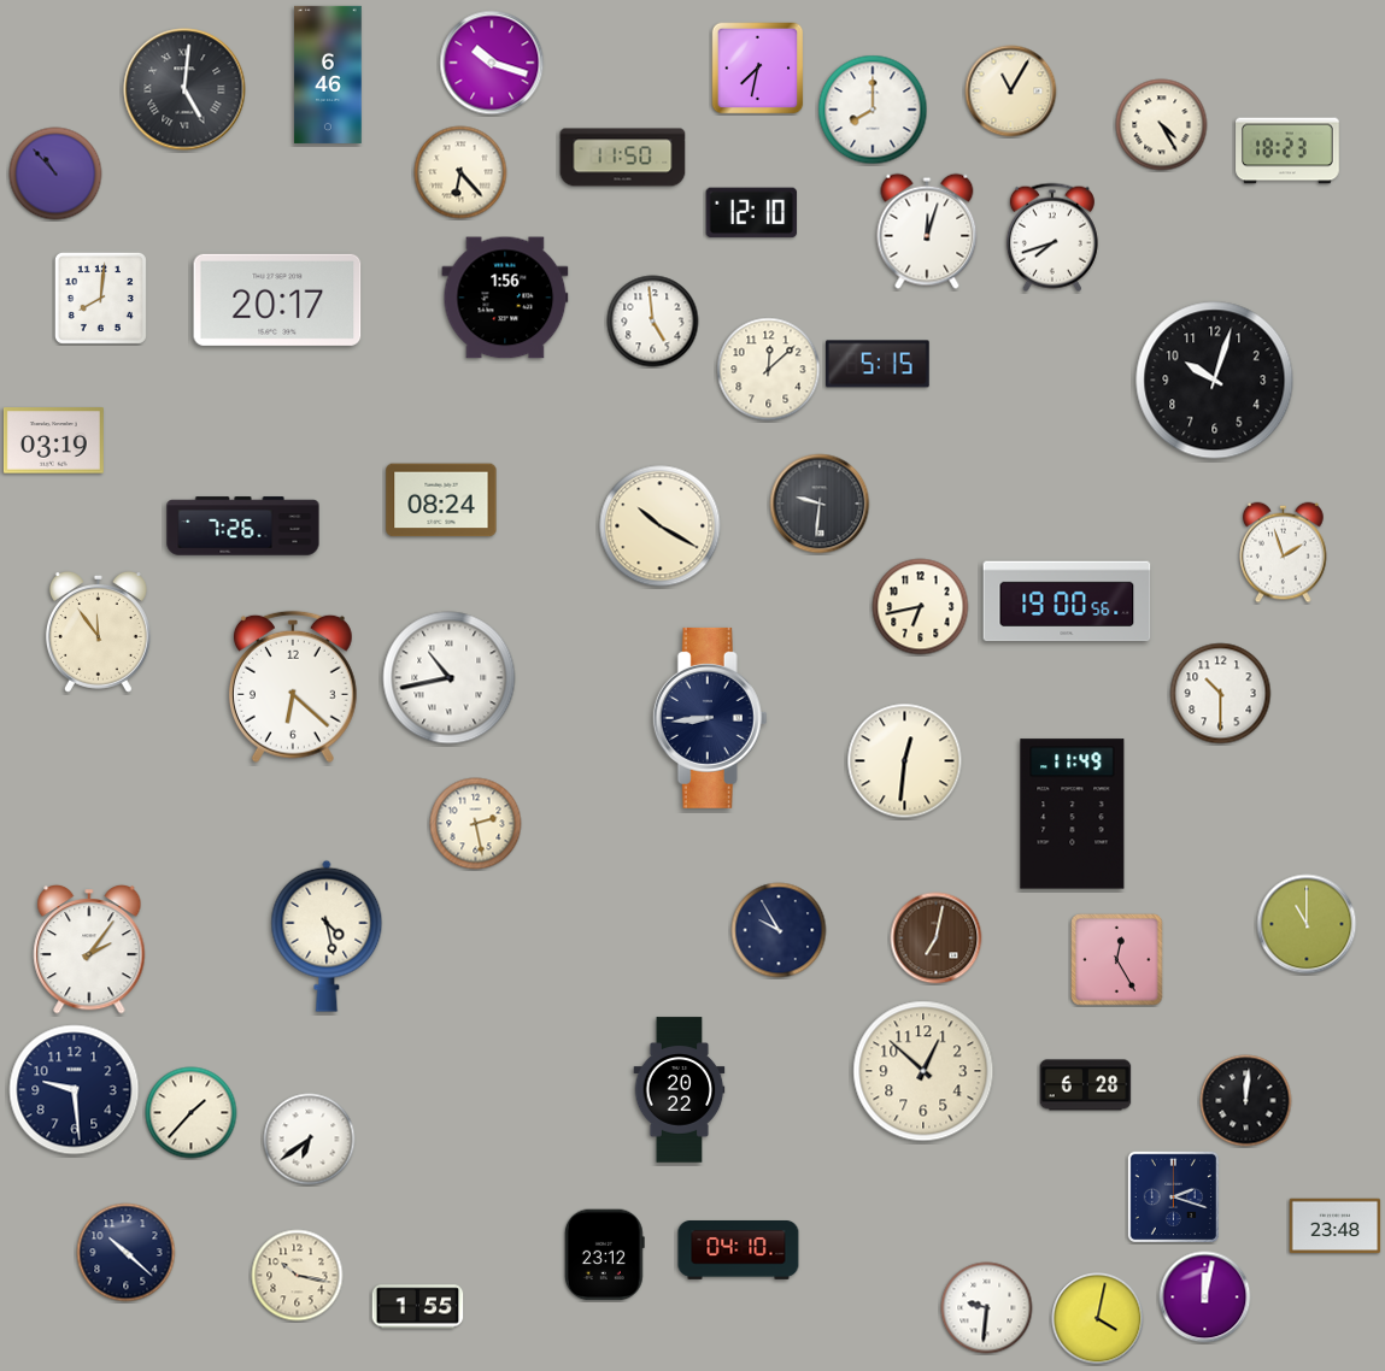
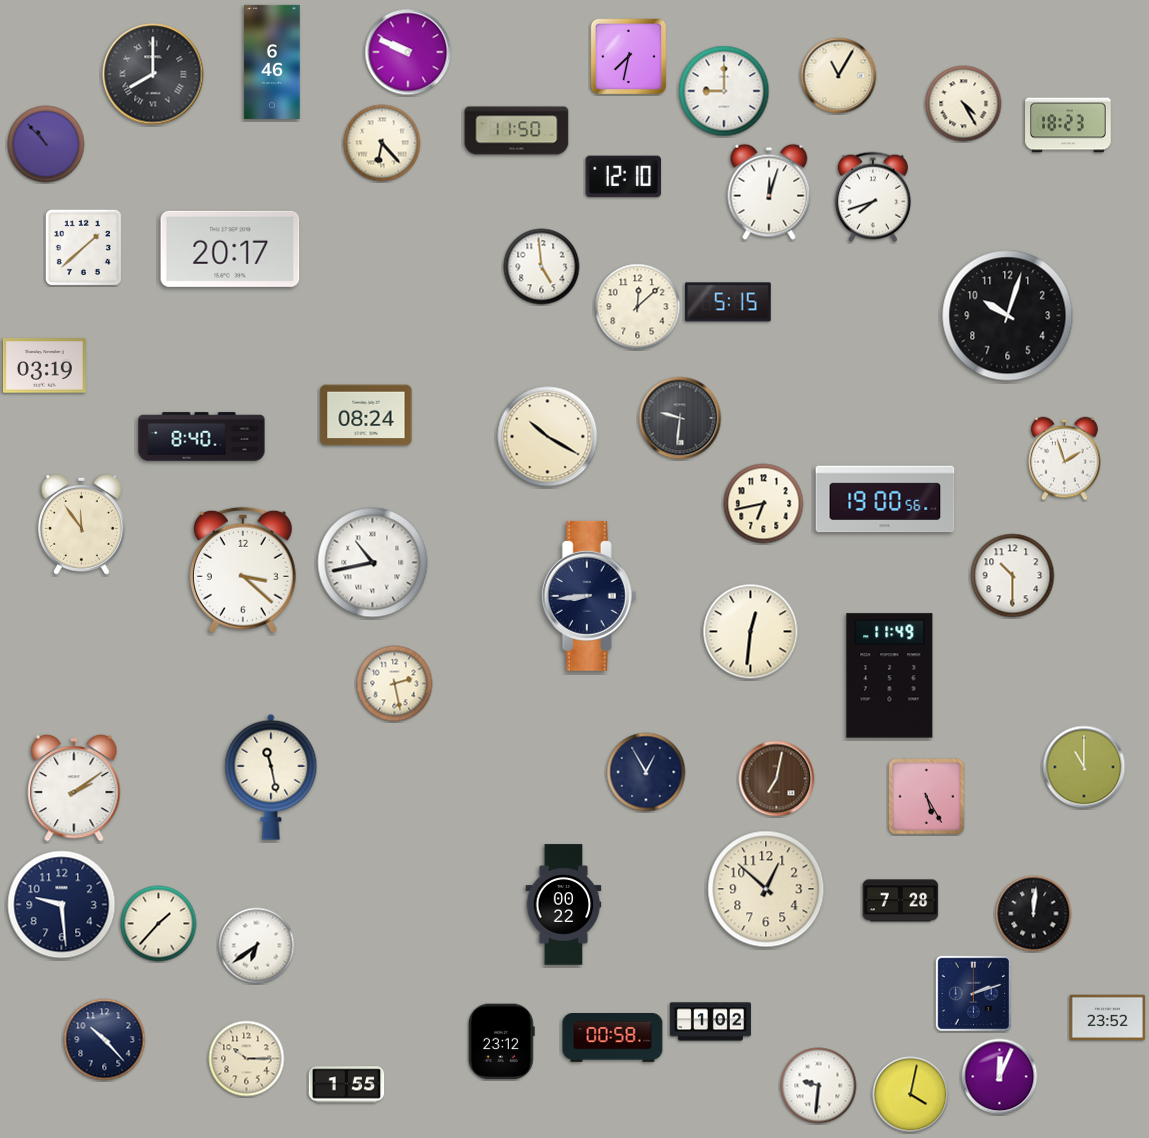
clock at (492, 63): 10:18 -> 9:49
clock at (184, 89): 5:01 -> 8:00
clock at (873, 110): 8:00 -> 9:00
clock at (100, 298): 8:01 -> 1:38
clock at (505, 298): 1:56 -> none
clock at (243, 526): 7:26 -> 8:40
clock at (293, 687): 6:22 -> 3:22
clock at (779, 930): 9:55 -> 12:55
clock at (327, 936): 4:28 -> 11:28
clock at (89, 949): 2:06 -> 2:09
clock at (1117, 960): 12:25 -> 5:25
clock at (1086, 1085): 6:28 -> 7:28
clock at (680, 1090): 20:22 -> 00:22
clock at (1173, 1196): 2:18 -> 2:12
clock at (1336, 1226): 23:48 -> 23:52
clock at (710, 1022): none -> 1:02
clock at (739, 1251): 04:10 -> 00:58
clock at (127, 1253): 10:22 -> 10:23
clock at (298, 1276): 10:17 -> 10:15
clock at (1205, 1298): 12:02 -> 12:04
